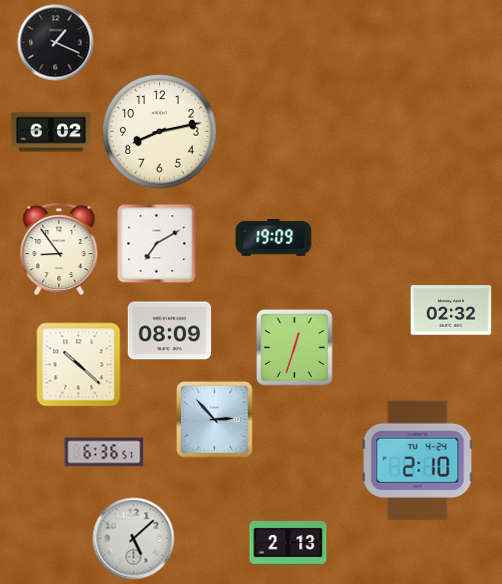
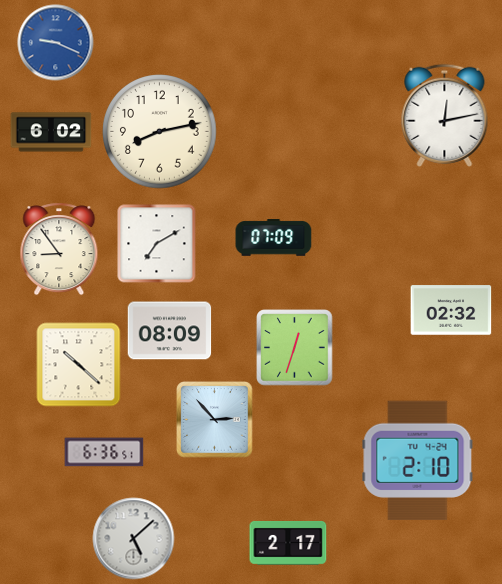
clock at (56, 43): 1:19 -> 9:19
clock at (56, 43) dial: black -> blue
clock at (445, 115): none -> 12:13
clock at (274, 238): 19:09 -> 07:09
clock at (288, 543): 2:13 -> 2:17
